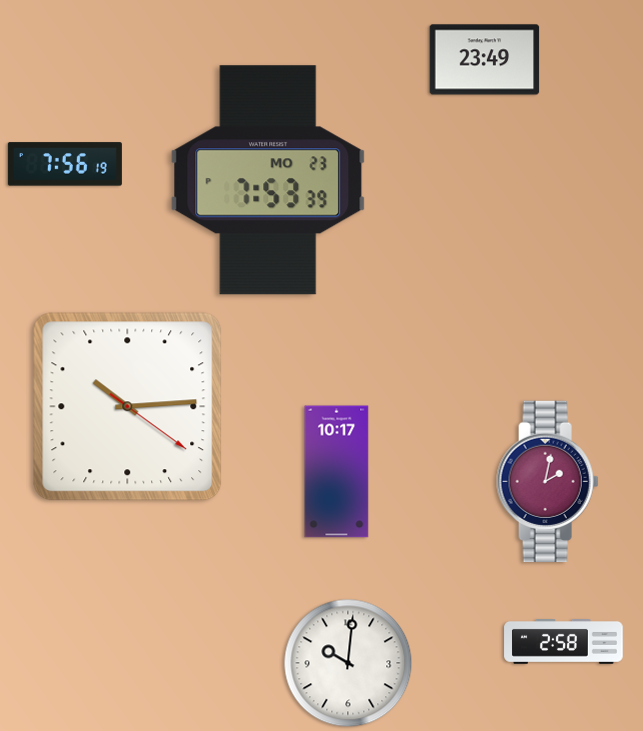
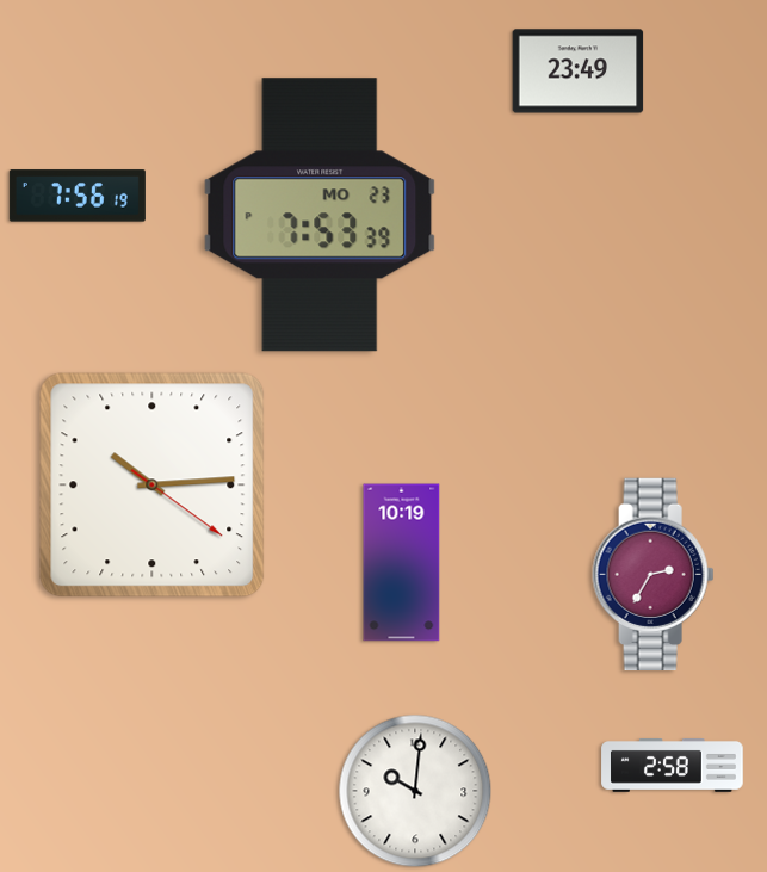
clock at (337, 472): 10:17 -> 10:19
clock at (548, 481): 2:02 -> 2:35
